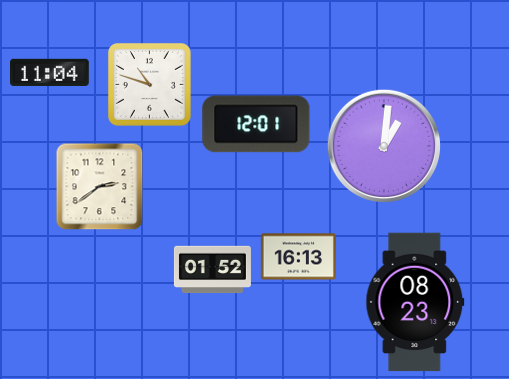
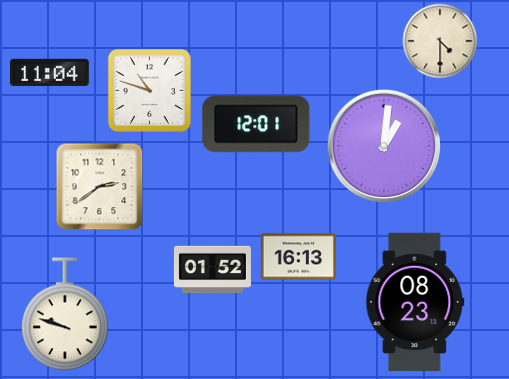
clock at (440, 41): none -> 4:30
clock at (149, 84) position: (149, 84) -> (149, 90)
clock at (66, 314): none -> 9:48
